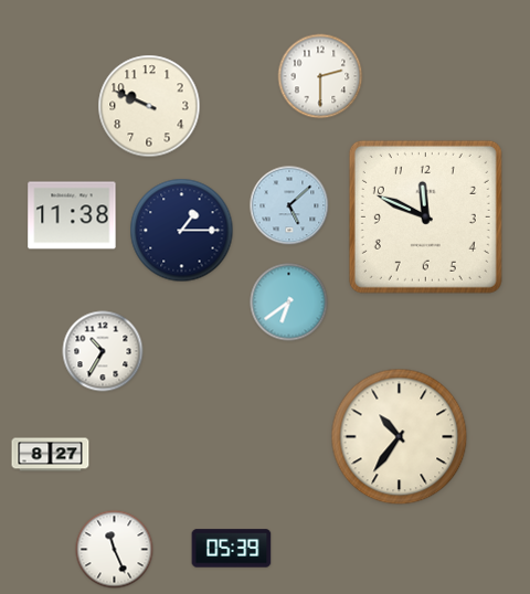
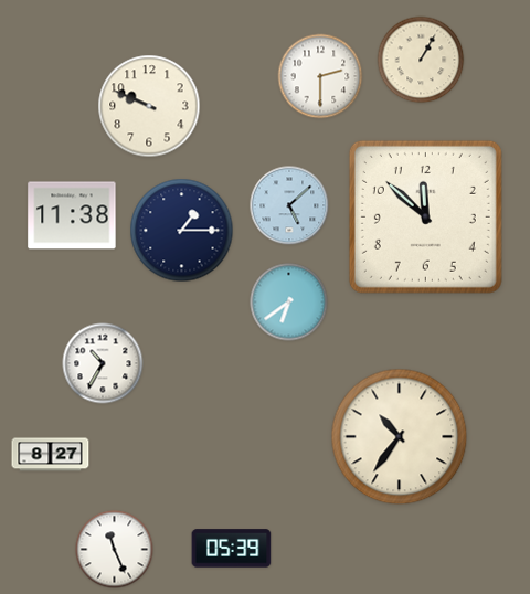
clock at (421, 60): none -> 1:05
clock at (425, 216): 11:49 -> 11:52
clock at (103, 351) position: (103, 351) -> (103, 363)
